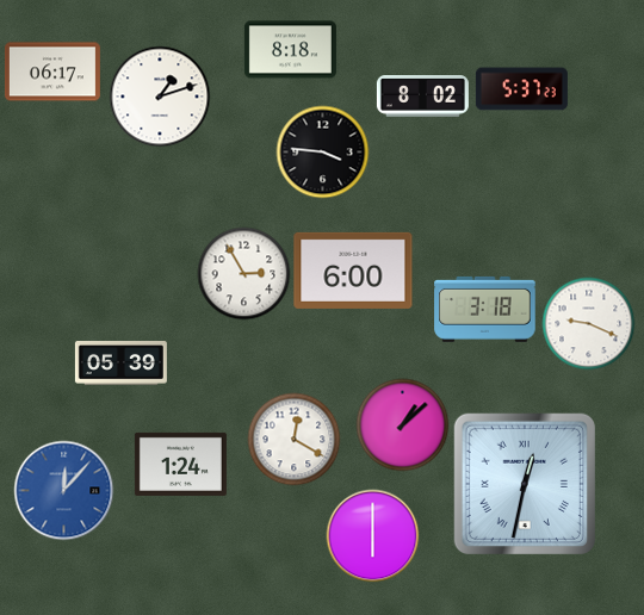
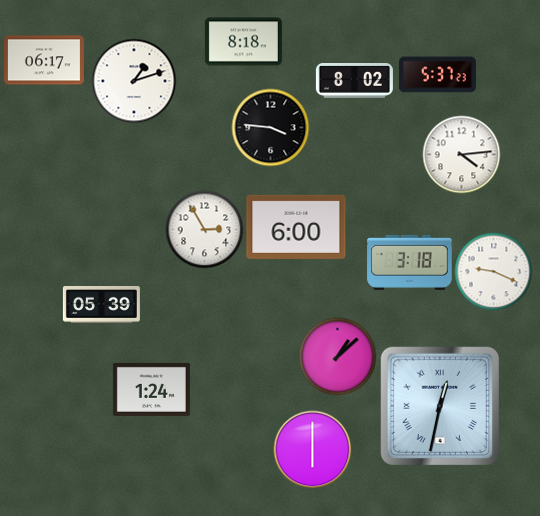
clock at (461, 154): none -> 4:14
clock at (485, 309) position: (485, 309) -> (410, 262)
clock at (293, 439): 12:20 -> none
clock at (63, 490): 12:07 -> none
